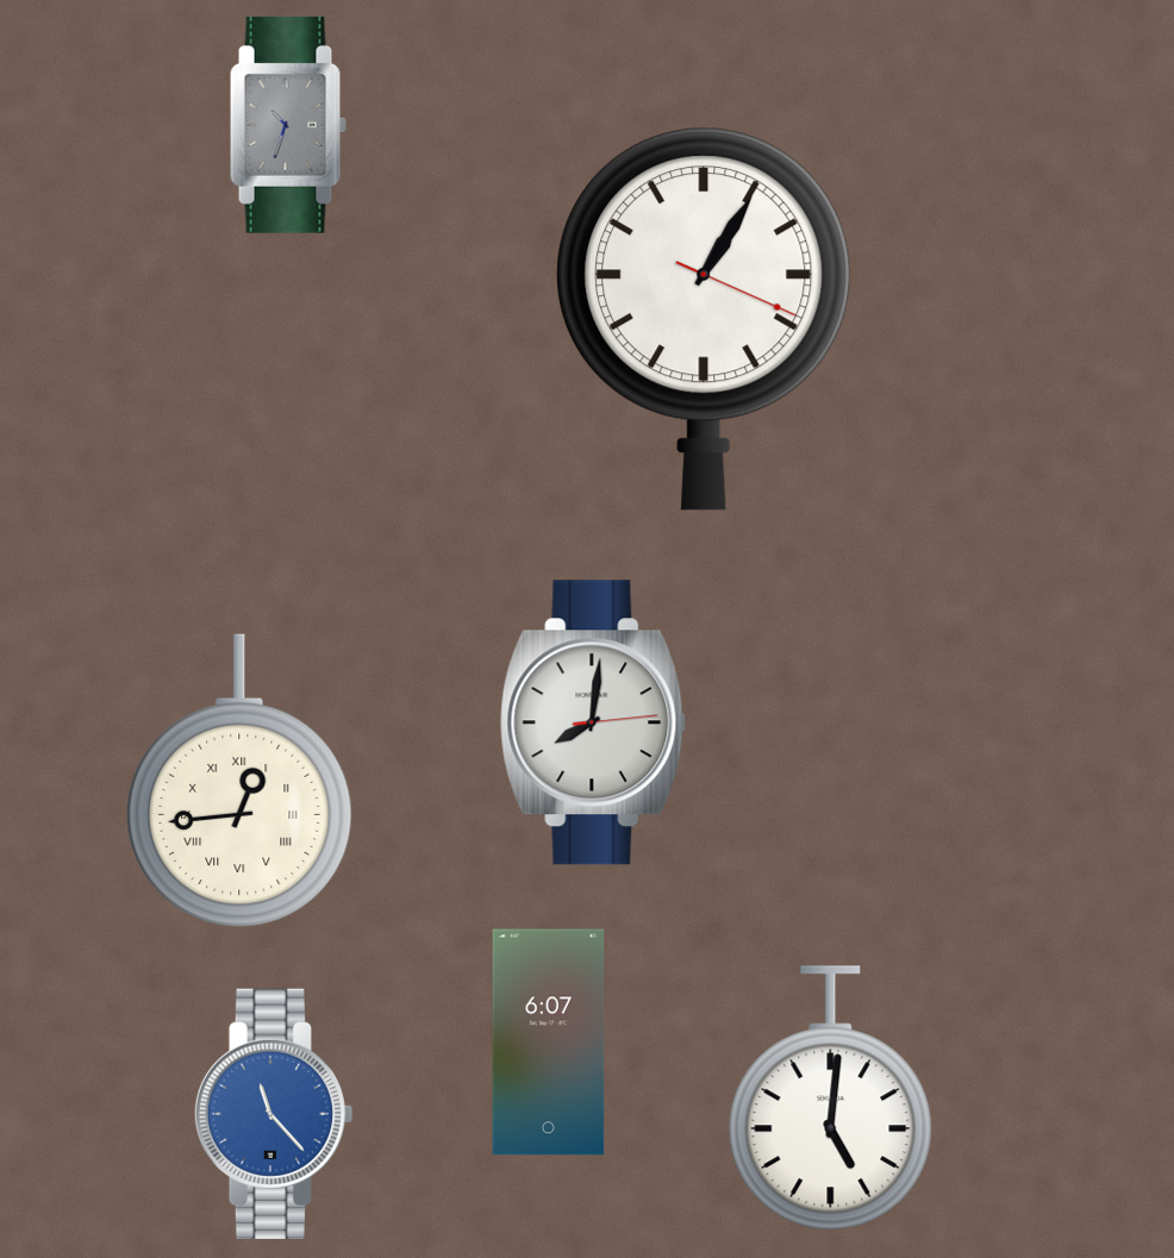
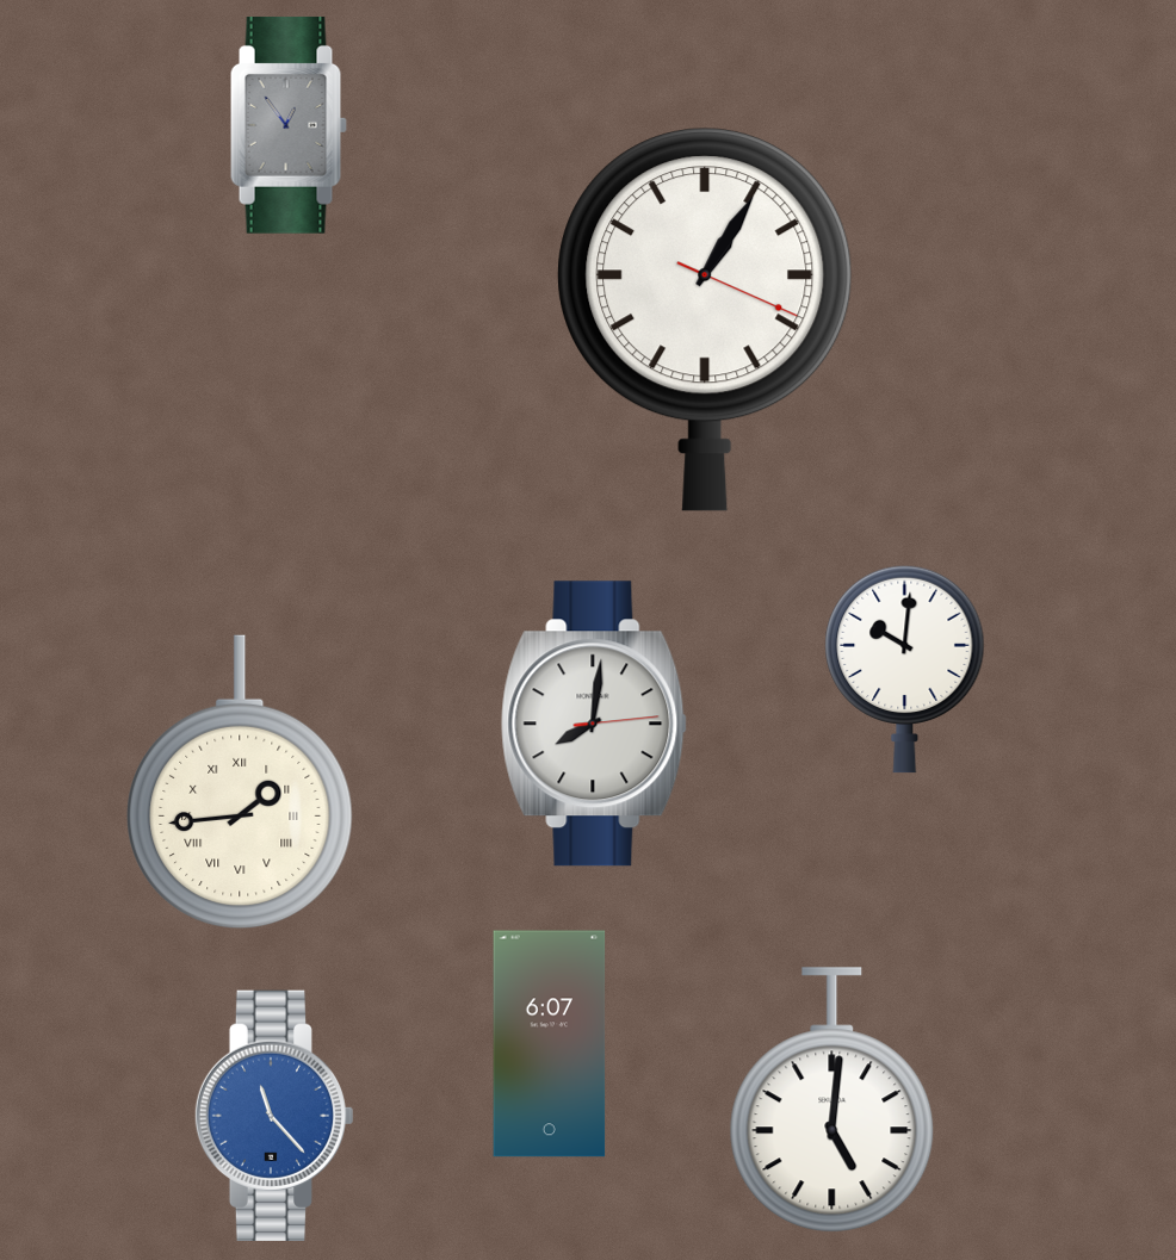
clock at (288, 125): 10:33 -> 12:54
clock at (905, 669): none -> 10:01
clock at (239, 781): 12:44 -> 1:44
